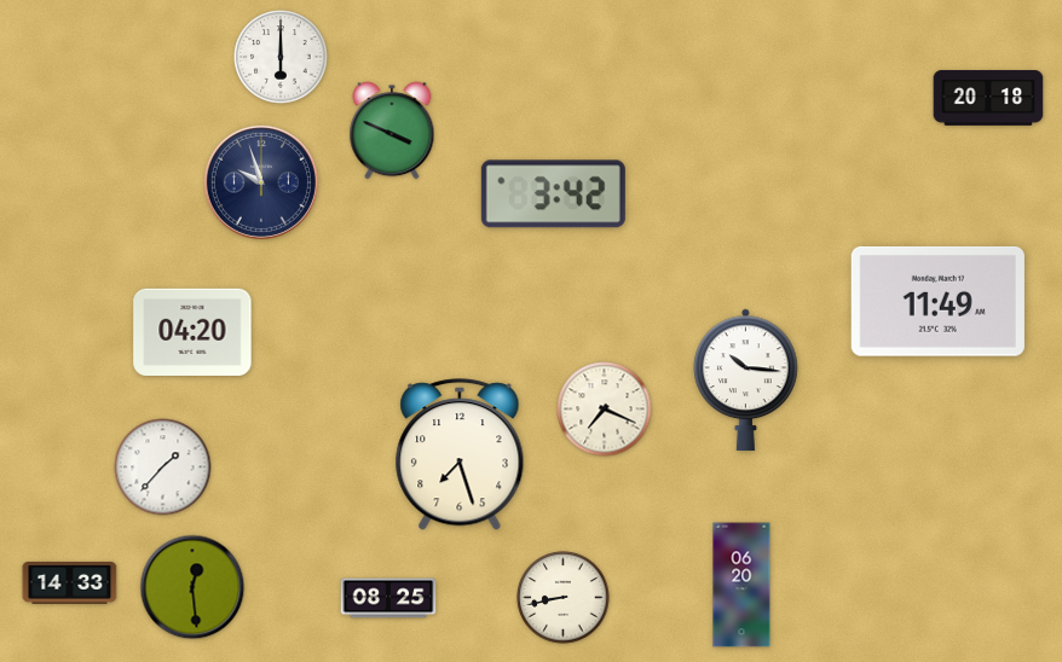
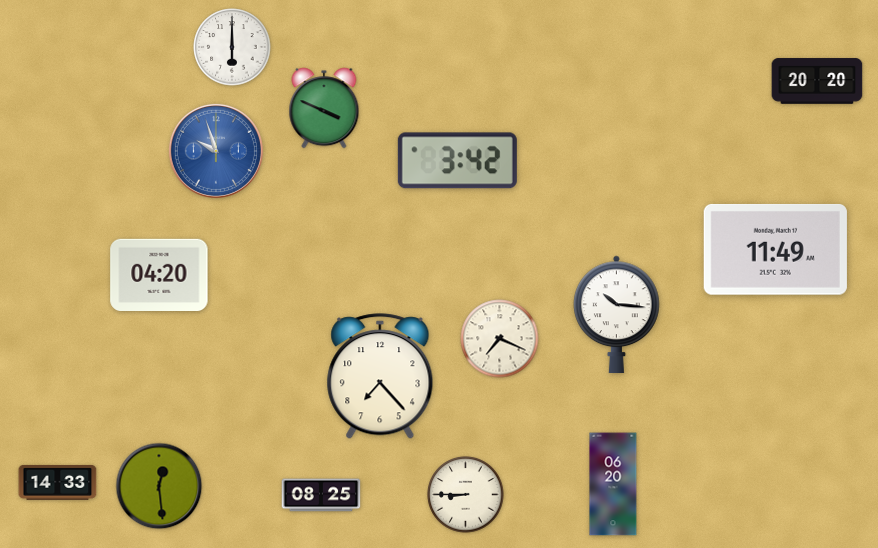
clock at (988, 98): 20:18 -> 20:20
clock at (261, 182) dial: navy -> blue
clock at (460, 455): 7:27 -> 7:23
clock at (163, 468): 1:37 -> none
clock at (564, 598): 8:43 -> 8:45
